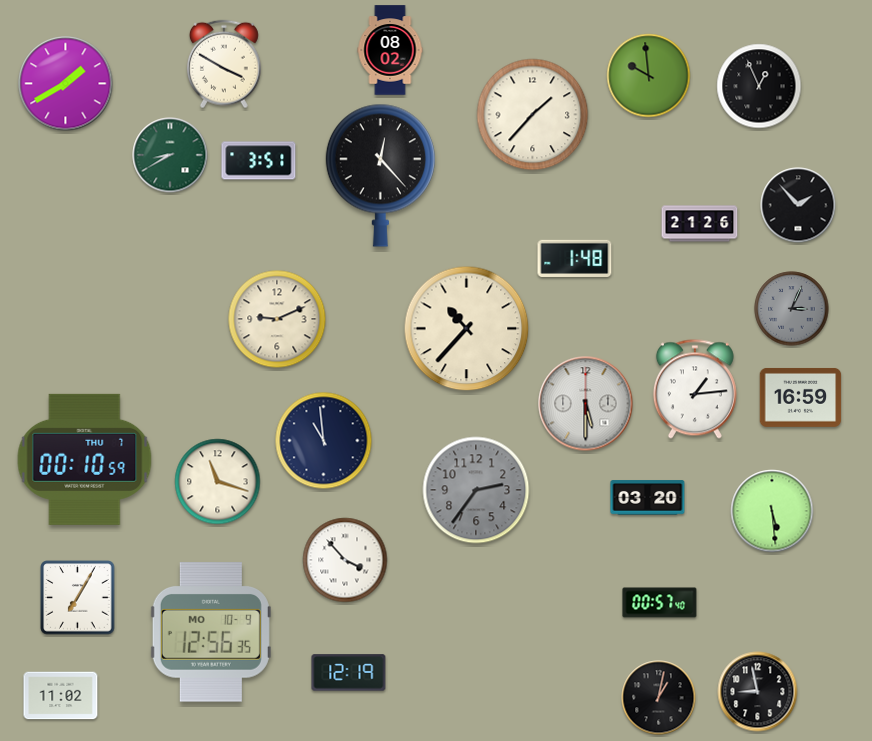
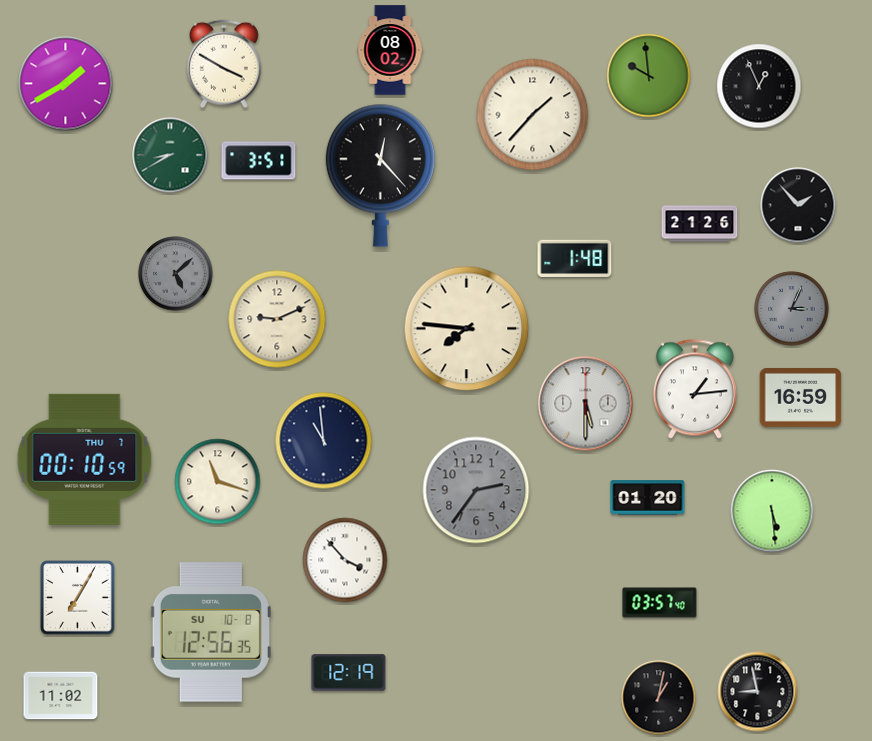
clock at (176, 274): none -> 5:08
clock at (467, 329): 10:37 -> 7:46
clock at (648, 498): 03:20 -> 01:20
clock at (660, 603): 00:57 -> 03:57
clock at (211, 632) date: MO 10-9 -> SU 10-8
